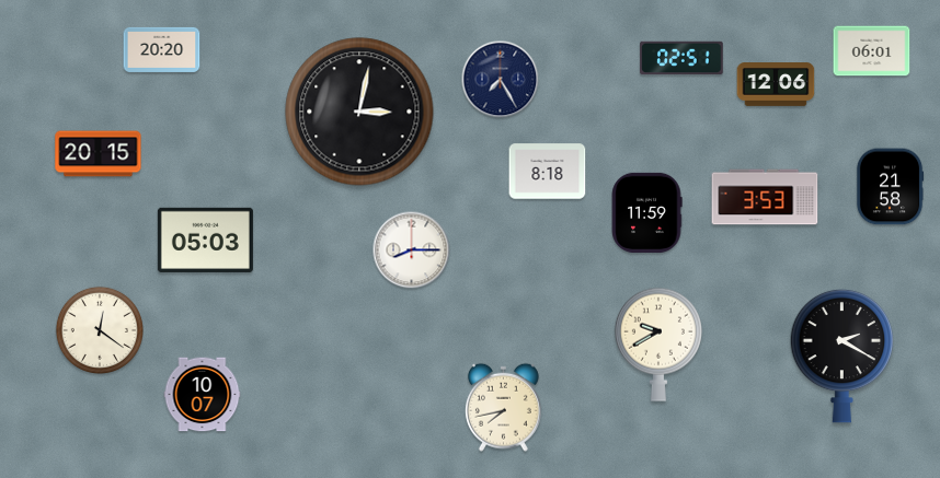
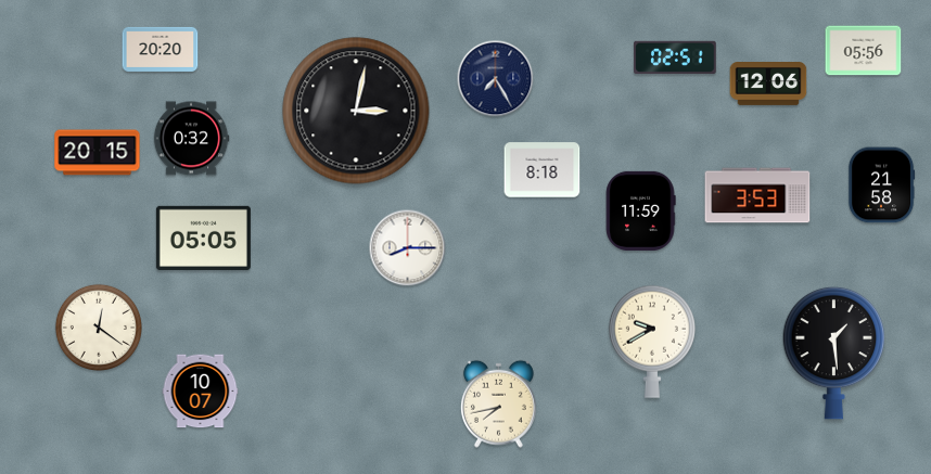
clock at (872, 51): 06:01 -> 05:56
clock at (191, 139): none -> 0:32
clock at (205, 240): 05:03 -> 05:05
clock at (842, 355): 2:20 -> 1:29
